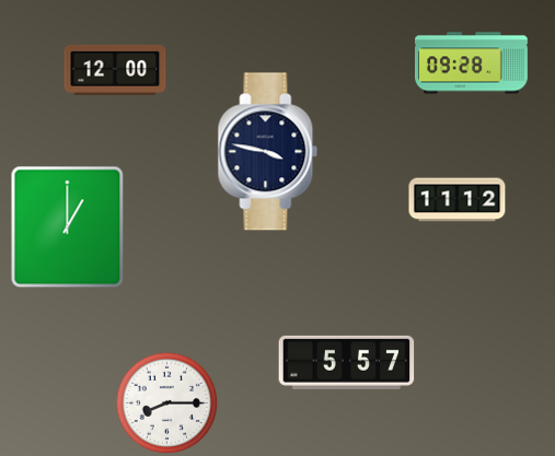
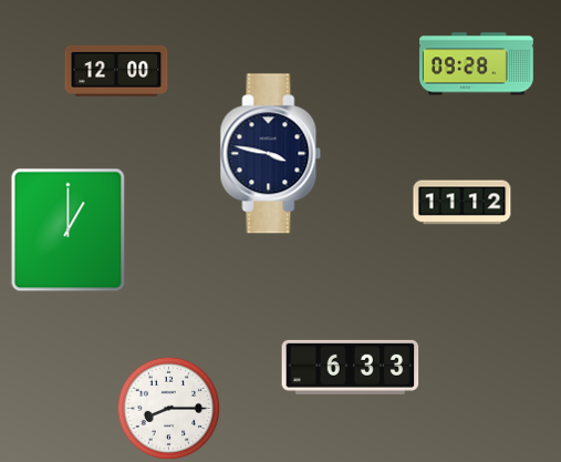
clock at (347, 362): 5:57 -> 6:33
